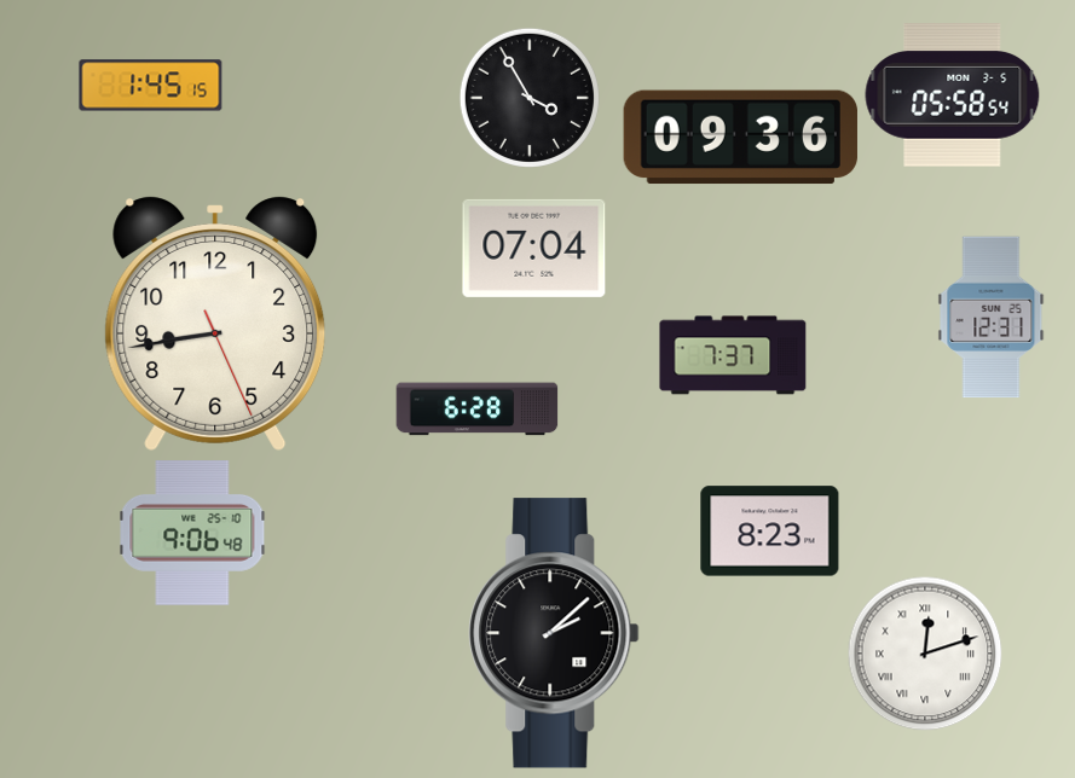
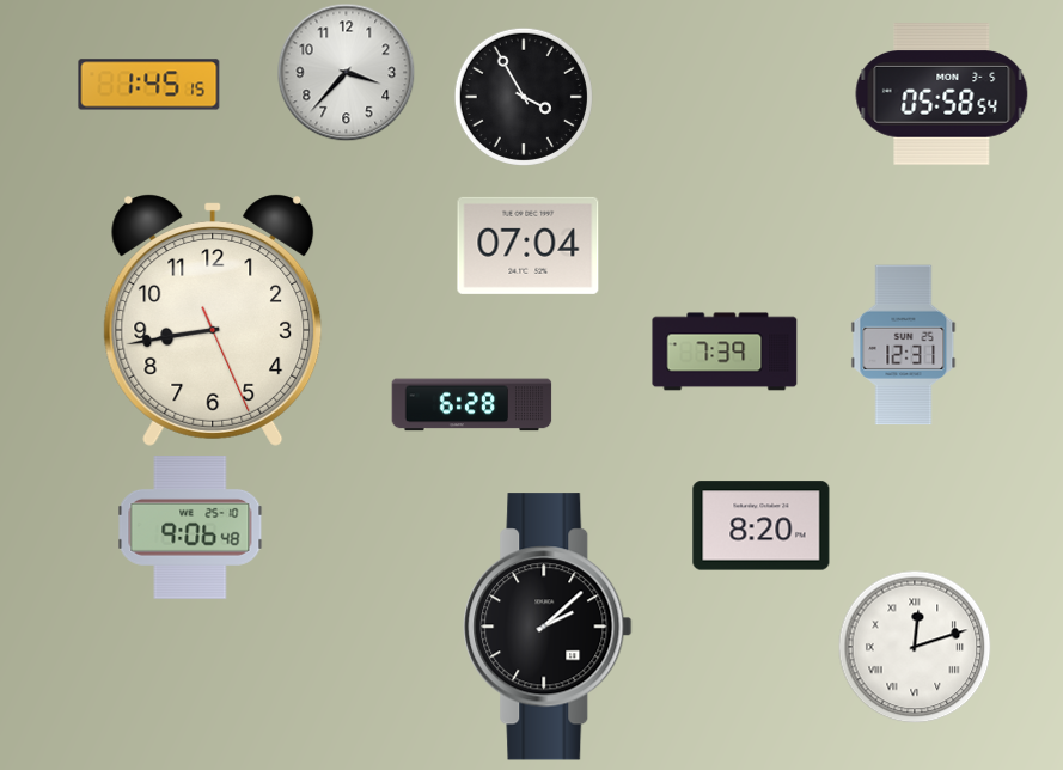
clock at (346, 72): none -> 3:37
clock at (740, 138): 09:36 -> none
clock at (992, 318) position: (992, 318) -> (904, 346)
clock at (733, 355): 7:37 -> 7:39
clock at (770, 532): 8:23 -> 8:20
